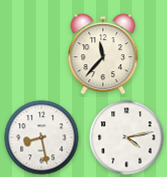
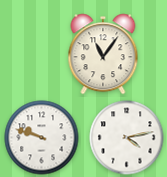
clock at (103, 54): 11:37 -> 11:06
clock at (42, 138): 8:28 -> 9:48
